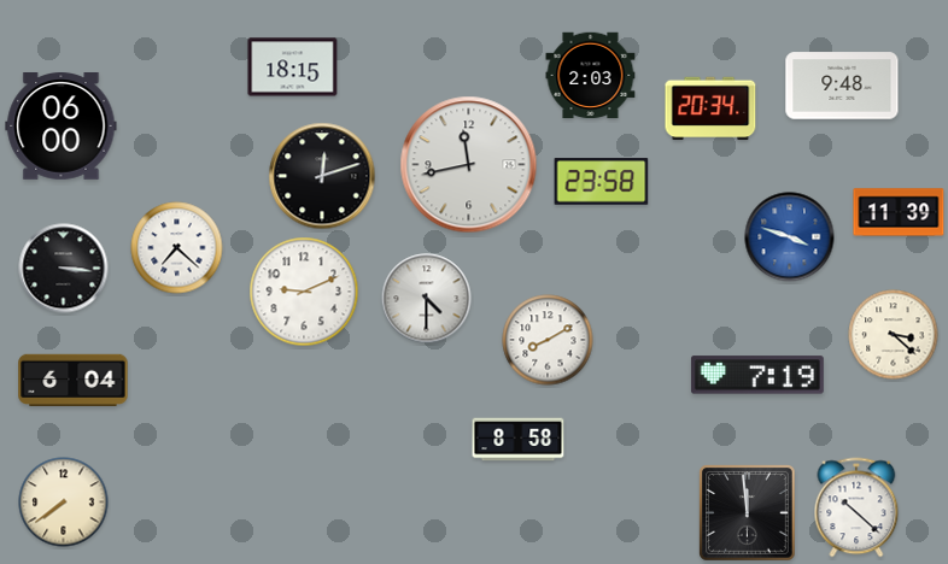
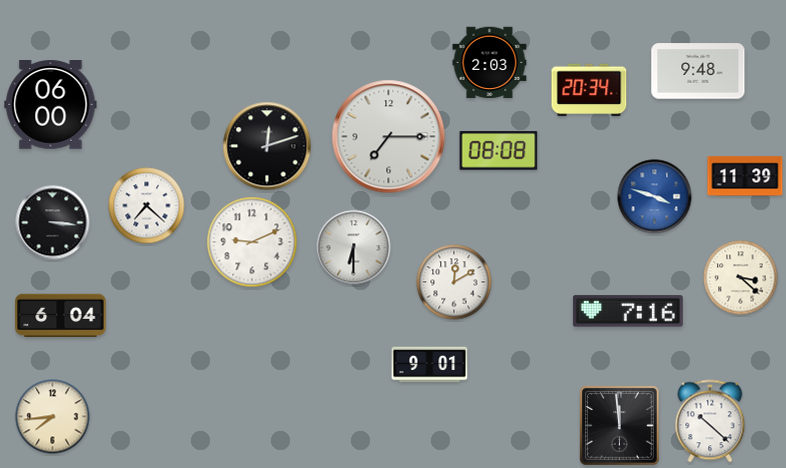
clock at (293, 67): 18:15 -> none
clock at (469, 165): 11:43 -> 7:15
clock at (602, 182): 23:58 -> 08:08
clock at (427, 299): 4:30 -> 6:30
clock at (548, 340): 8:10 -> 12:10
clock at (757, 375): 7:19 -> 7:16
clock at (519, 440): 8:58 -> 9:01
clock at (64, 503): 7:39 -> 7:44
